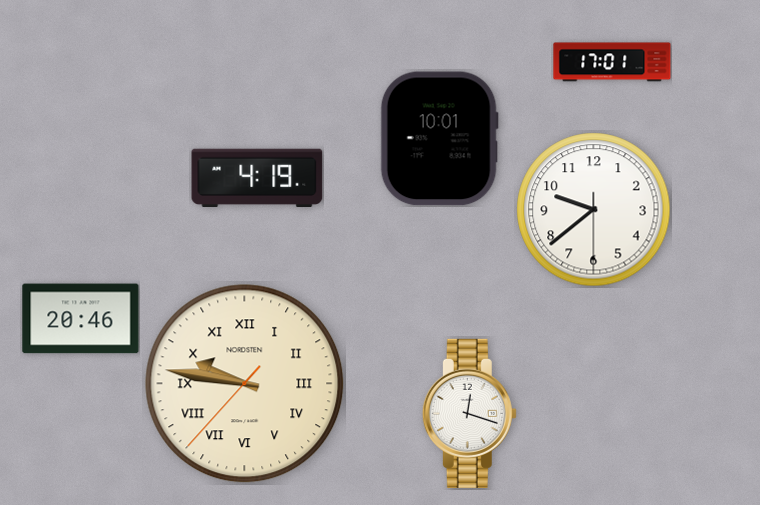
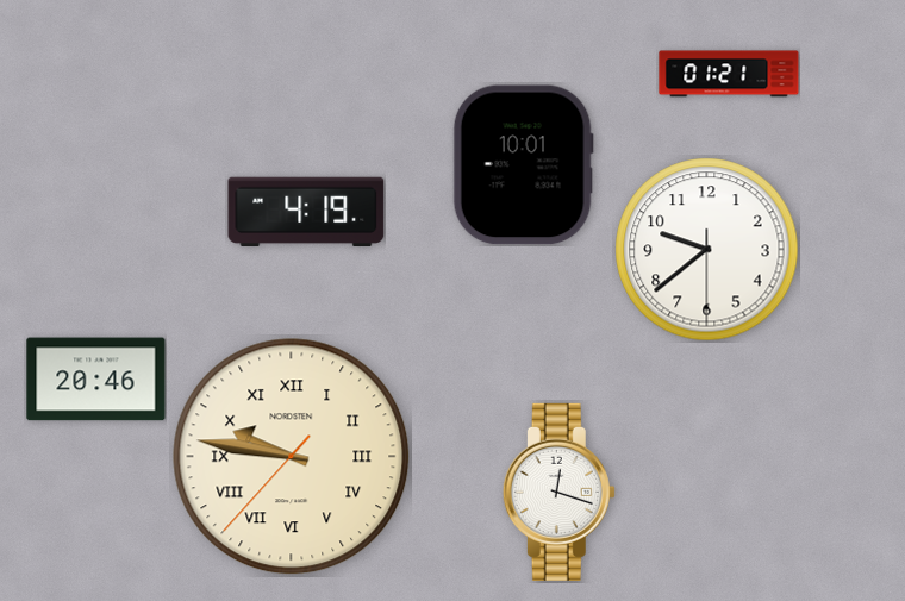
clock at (612, 62): 17:01 -> 01:21
